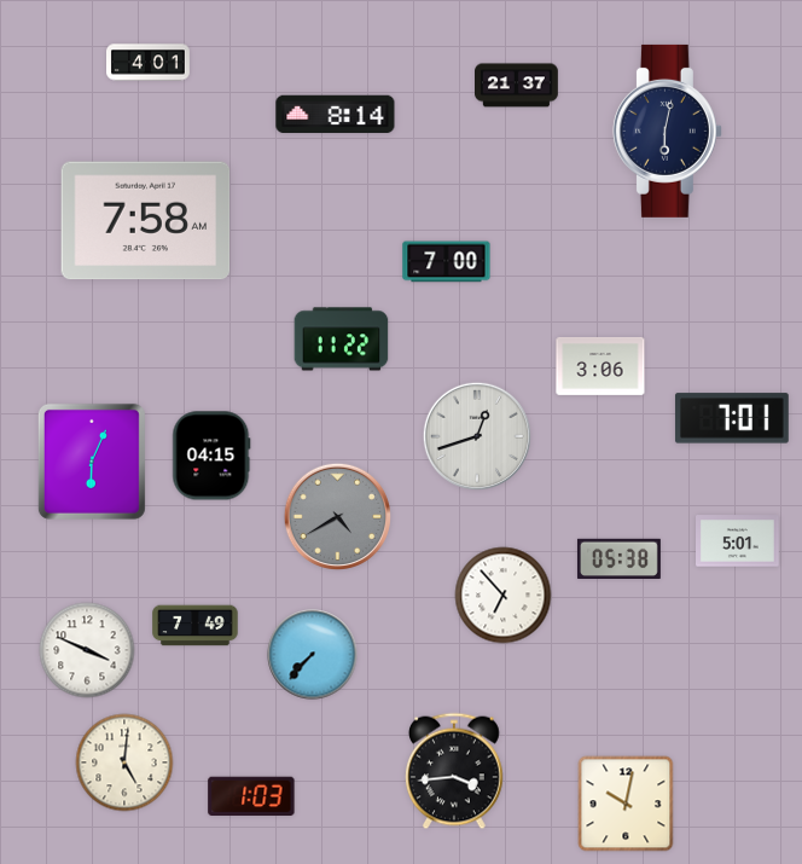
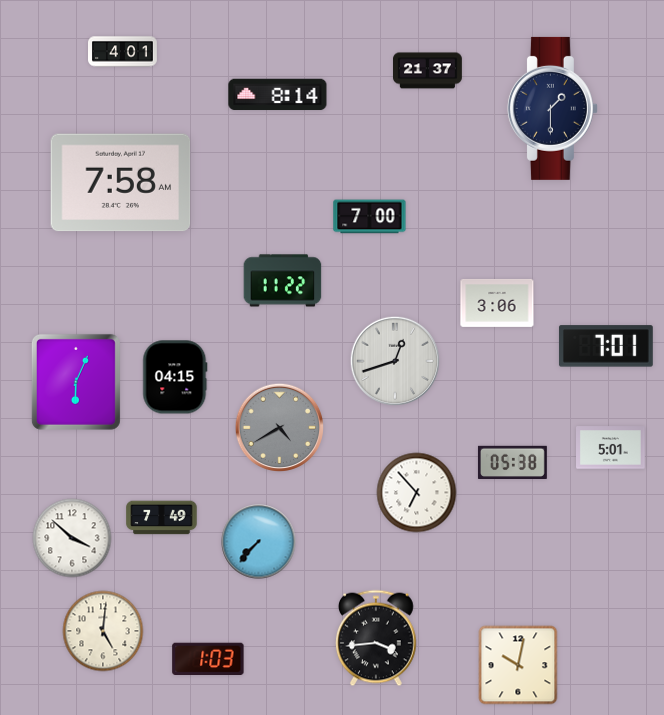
clock at (667, 131): 6:02 -> 1:30
clock at (87, 650): 3:49 -> 3:52
